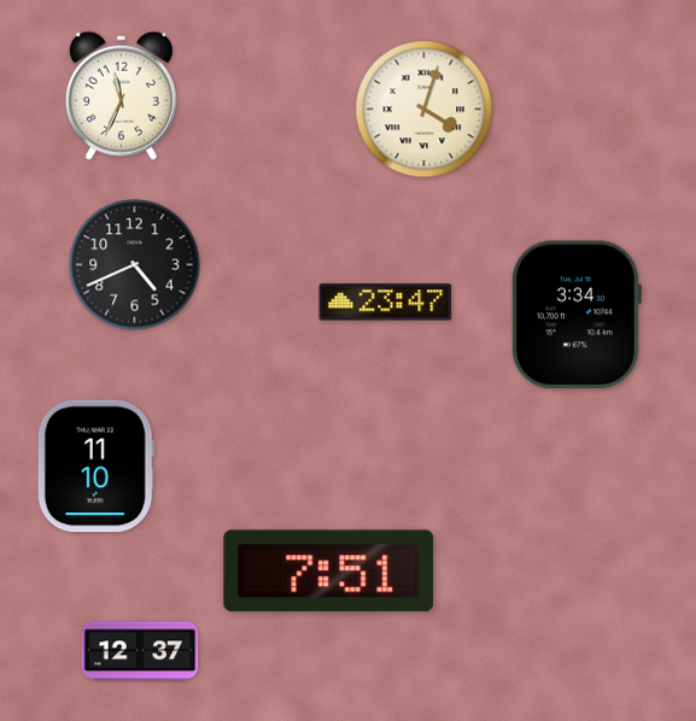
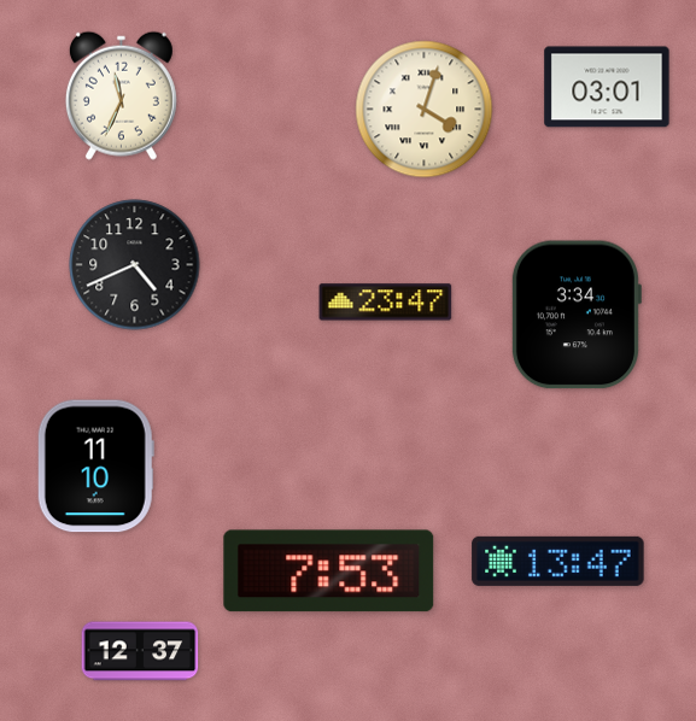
clock at (607, 87): none -> 03:01
clock at (558, 561): none -> 13:47
clock at (329, 571): 7:51 -> 7:53
